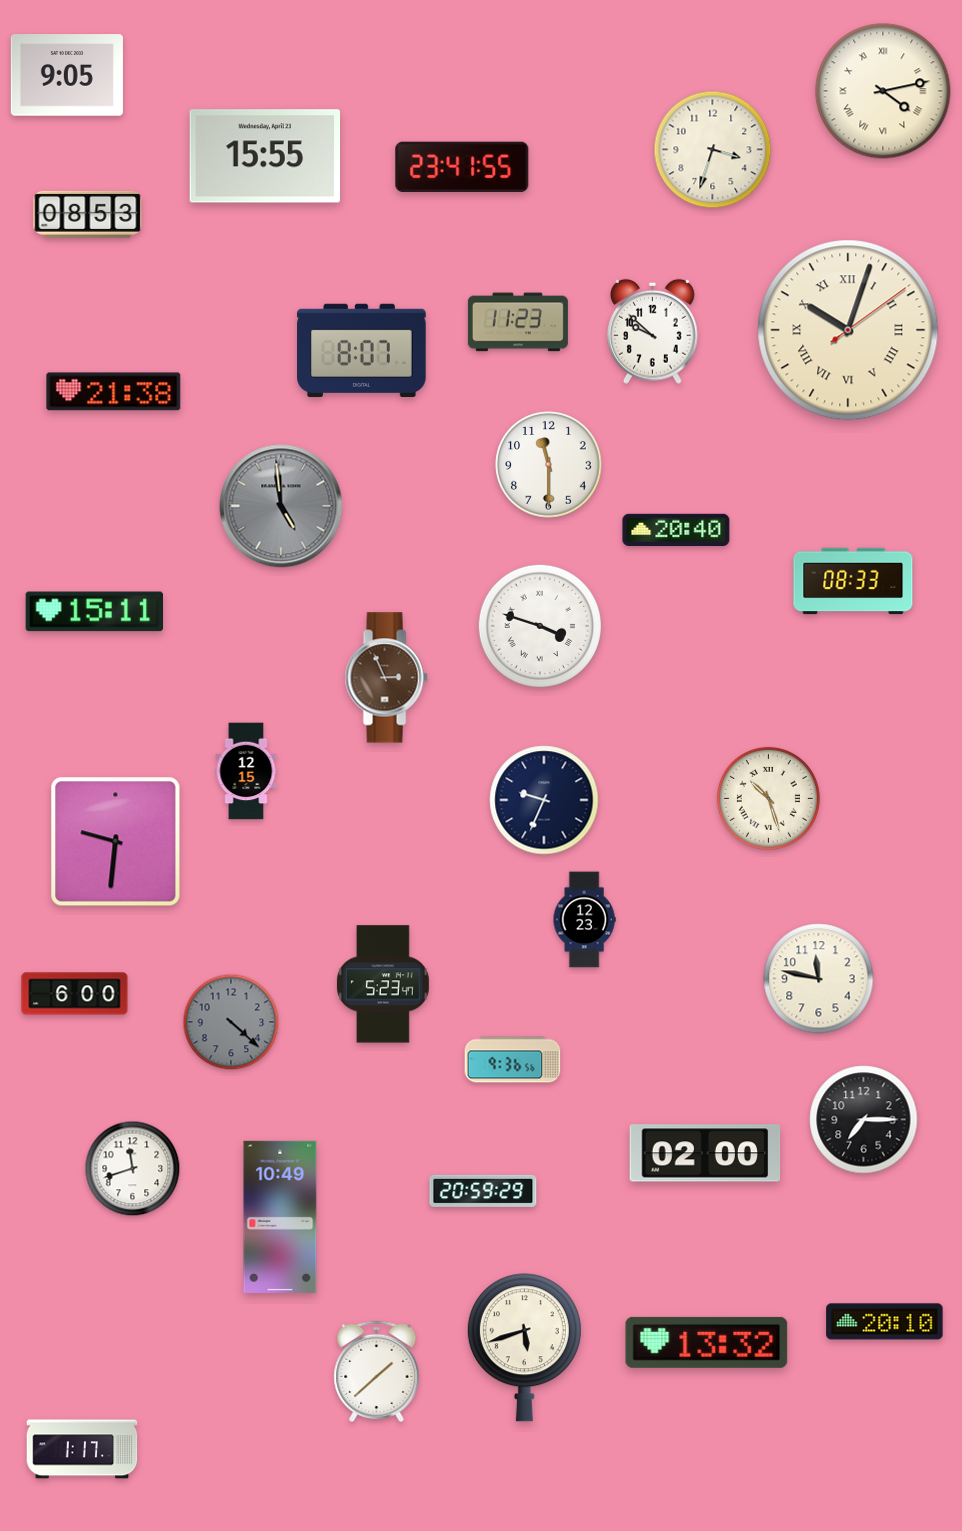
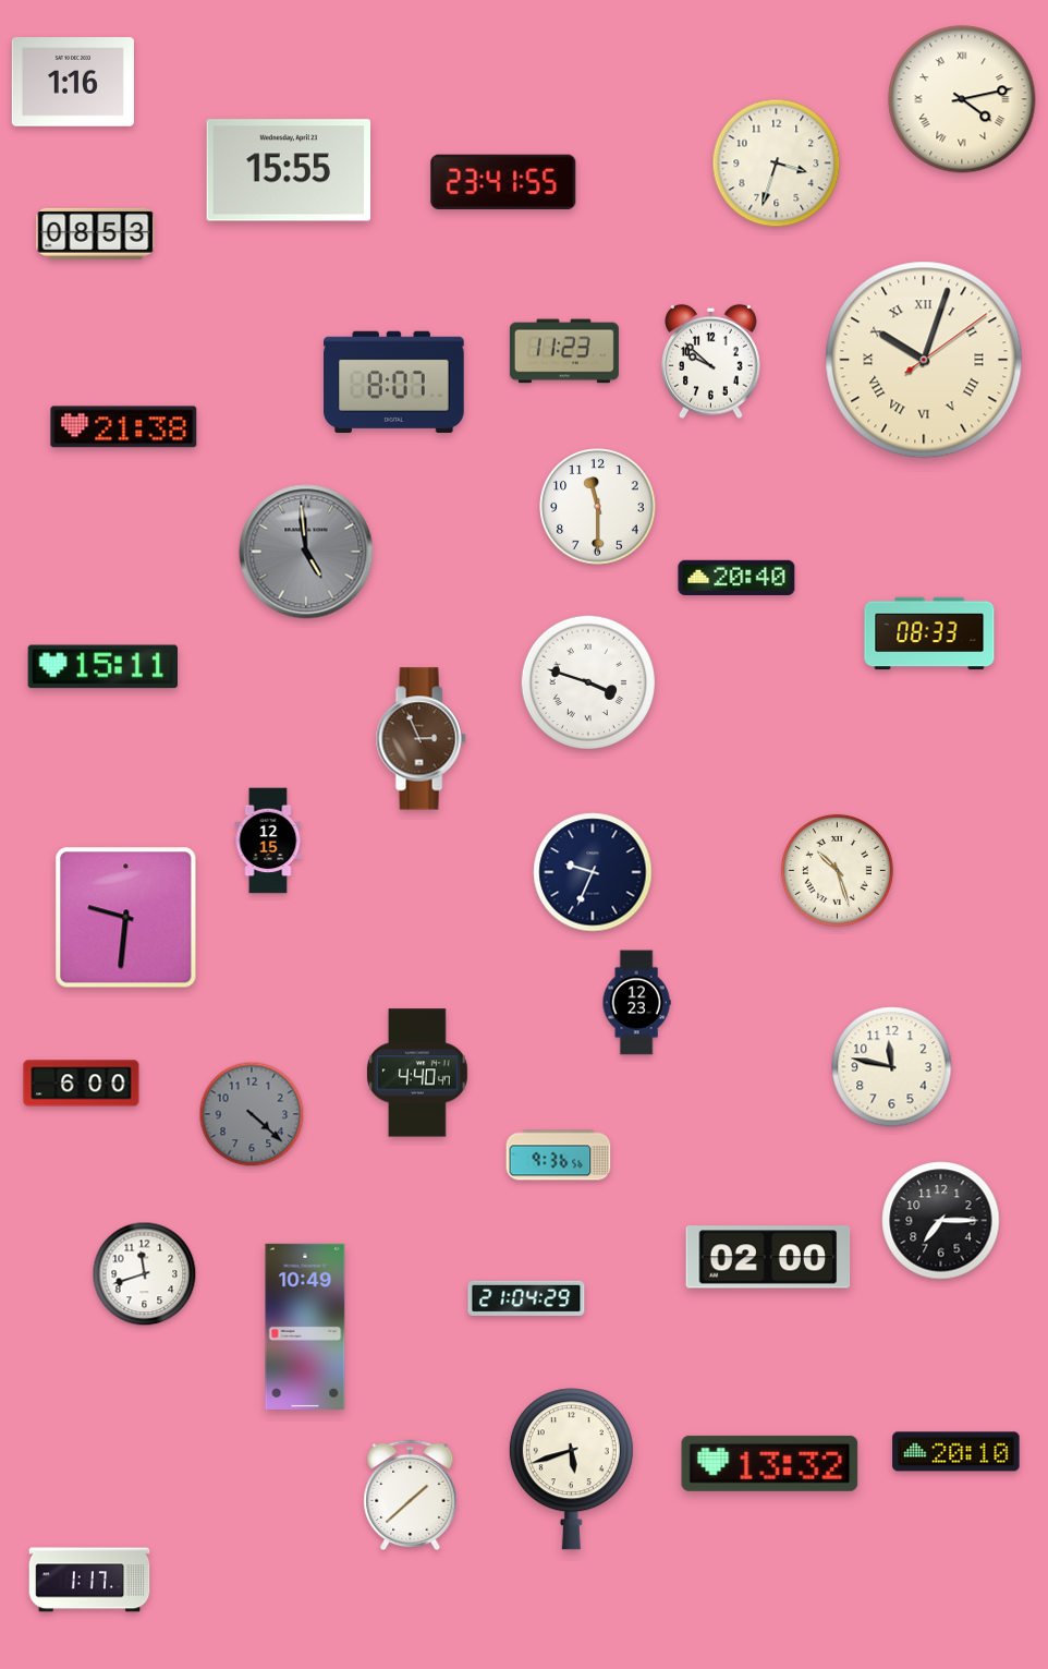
clock at (67, 75): 9:05 -> 1:16
clock at (383, 984): 5:23 -> 4:40
clock at (483, 1191): 20:59 -> 21:04
clock at (885, 1322) position: (885, 1322) -> (956, 1452)
